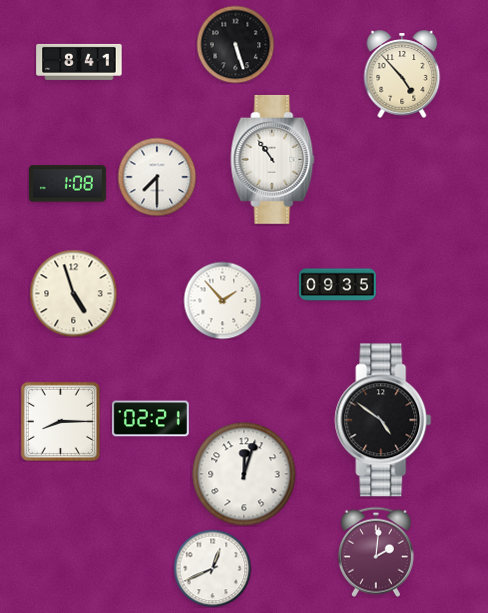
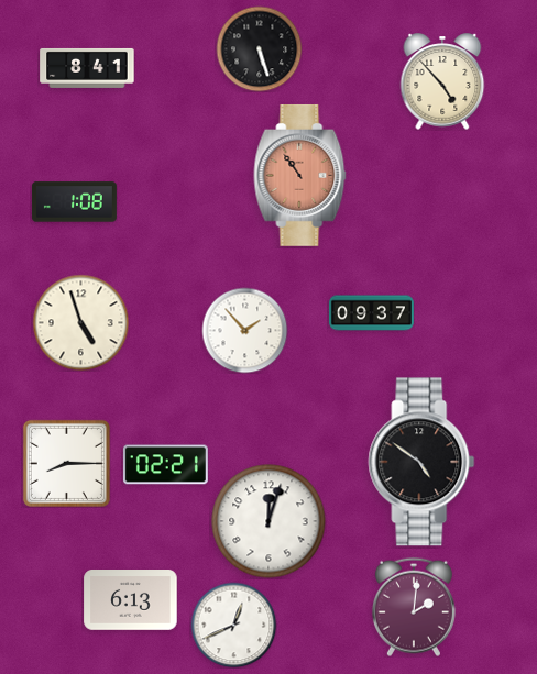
clock at (273, 159) dial: white -> salmon
clock at (157, 177): 7:30 -> none
clock at (337, 285): 09:35 -> 09:37
clock at (150, 419) position: (150, 419) -> (165, 465)
clock at (131, 600): none -> 6:13
